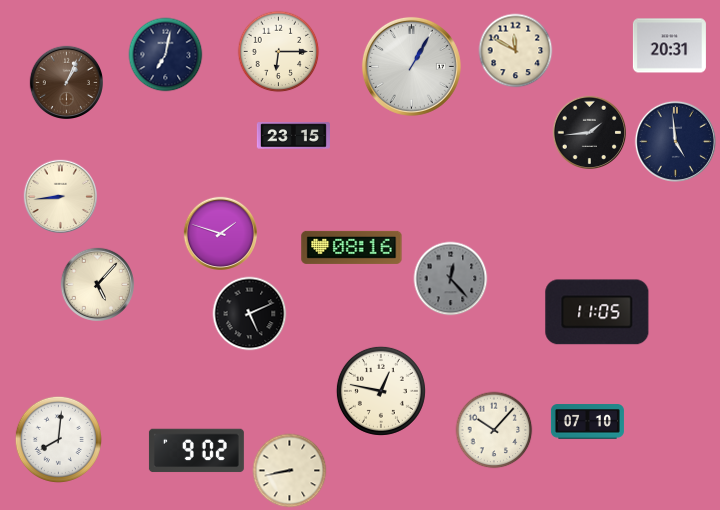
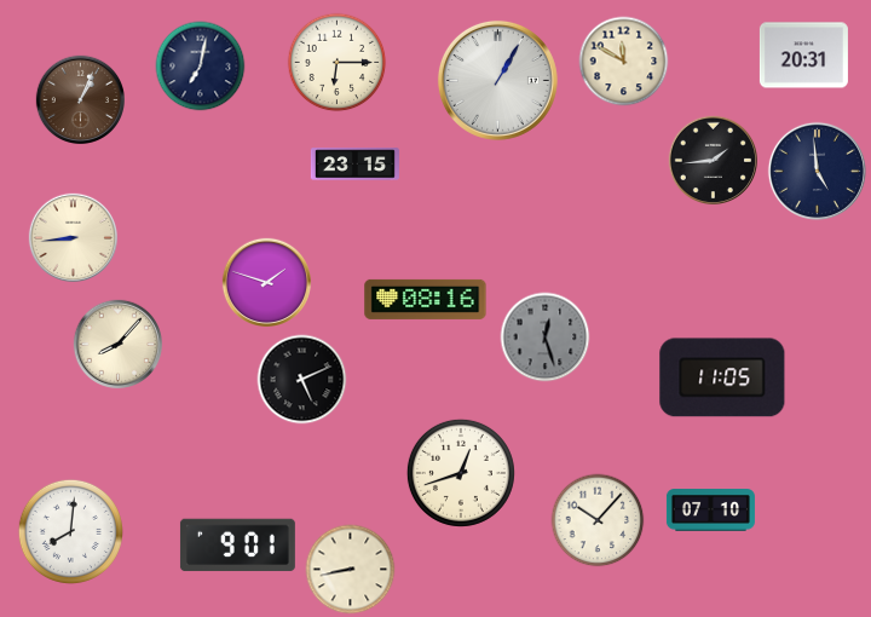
clock at (669, 46) position: (669, 46) -> (803, 56)
clock at (451, 279): 12:23 -> 12:27
clock at (98, 285): 5:07 -> 8:07
clock at (381, 391): 12:47 -> 12:42
clock at (196, 451): 9:02 -> 9:01
